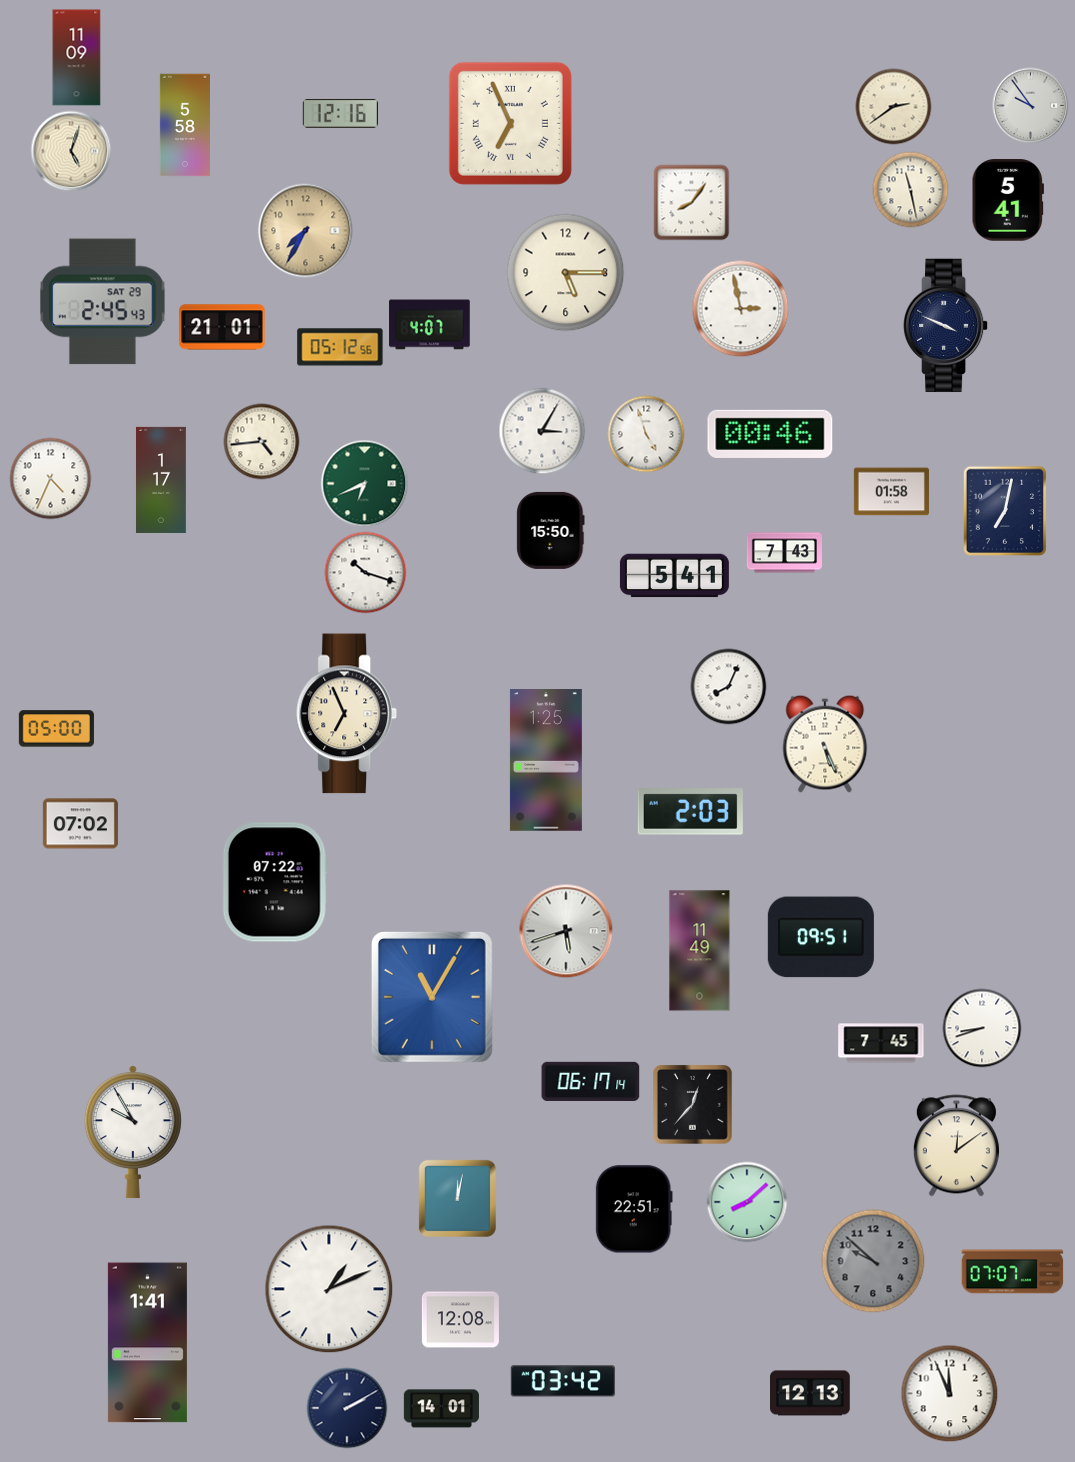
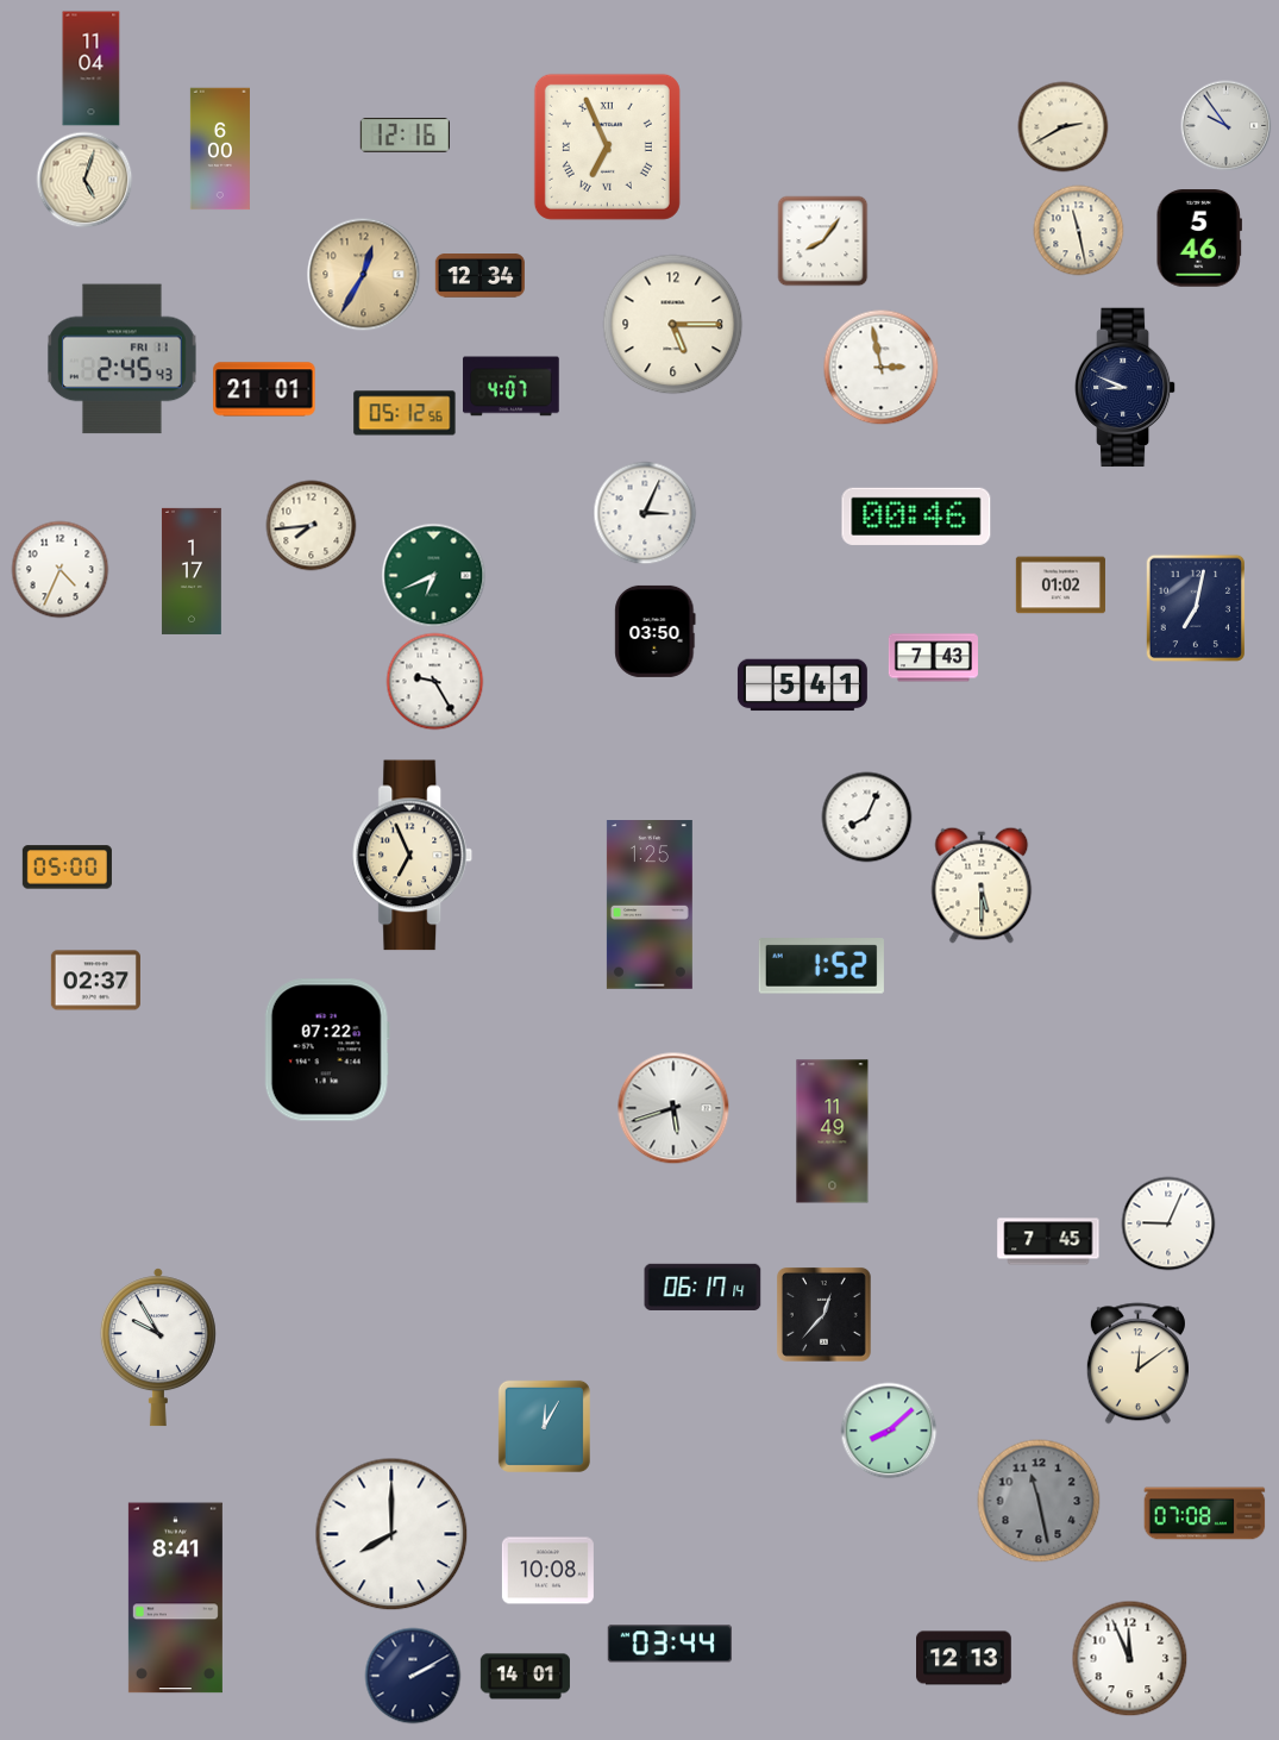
clock at (77, 58): 11:09 -> 11:04
clock at (894, 107): 2:39 -> 2:40
clock at (185, 125): 5:58 -> 6:00
clock at (911, 190) position: (911, 190) -> (1079, 231)
clock at (1007, 200): 5:41 -> 5:46
clock at (306, 231): 7:35 -> 12:35
clock at (479, 276): none -> 12:34
clock at (103, 302) date: SAT 29 -> FRI 11
clock at (946, 326): 3:49 -> 8:49
clock at (542, 431): 3:05 -> 3:04
clock at (646, 434): 4:57 -> none
clock at (262, 442): 4:44 -> 7:44
clock at (891, 492): 01:58 -> 01:02
clock at (551, 530): 15:50 -> 03:50
clock at (366, 573): 10:18 -> 9:25
clock at (347, 714) position: (347, 714) -> (413, 856)
clock at (825, 744): 5:26 -> 5:30
clock at (690, 812): 2:03 -> 1:52
clock at (80, 824): 07:02 -> 02:37
clock at (821, 937): 09:51 -> none
clock at (432, 997): 11:05 -> none
clock at (982, 1028): 8:42 -> 9:04
clock at (457, 1198): 12:02 -> 12:05
clock at (634, 1209): 22:51 -> none
clock at (873, 1261): 9:52 -> 11:28
clock at (1013, 1272): 07:07 -> 07:08
clock at (329, 1289): 1:11 -> 8:00
clock at (460, 1320): 12:08 -> 10:08
clock at (147, 1343): 1:41 -> 8:41
clock at (563, 1381): 03:42 -> 03:44
